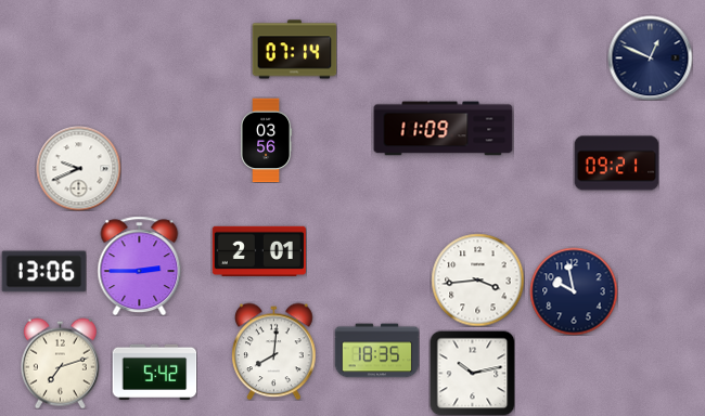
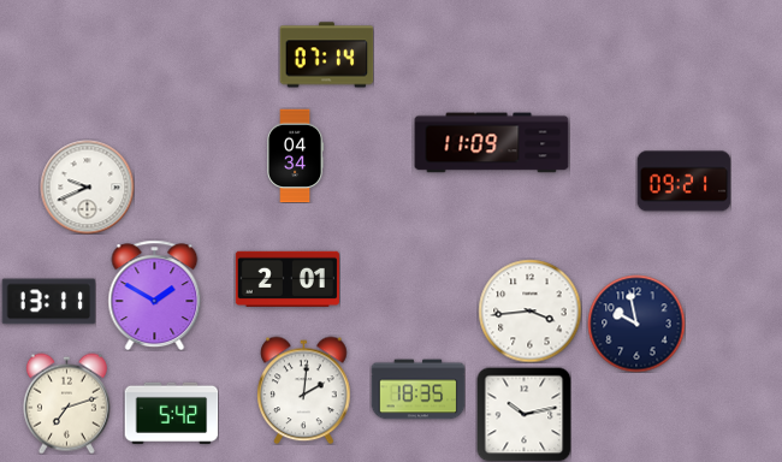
clock at (650, 57): 12:49 -> none
clock at (267, 140): 03:56 -> 04:34
clock at (140, 265): 2:45 -> 1:50
clock at (43, 272): 13:06 -> 13:11
clock at (274, 351): 8:01 -> 2:01
